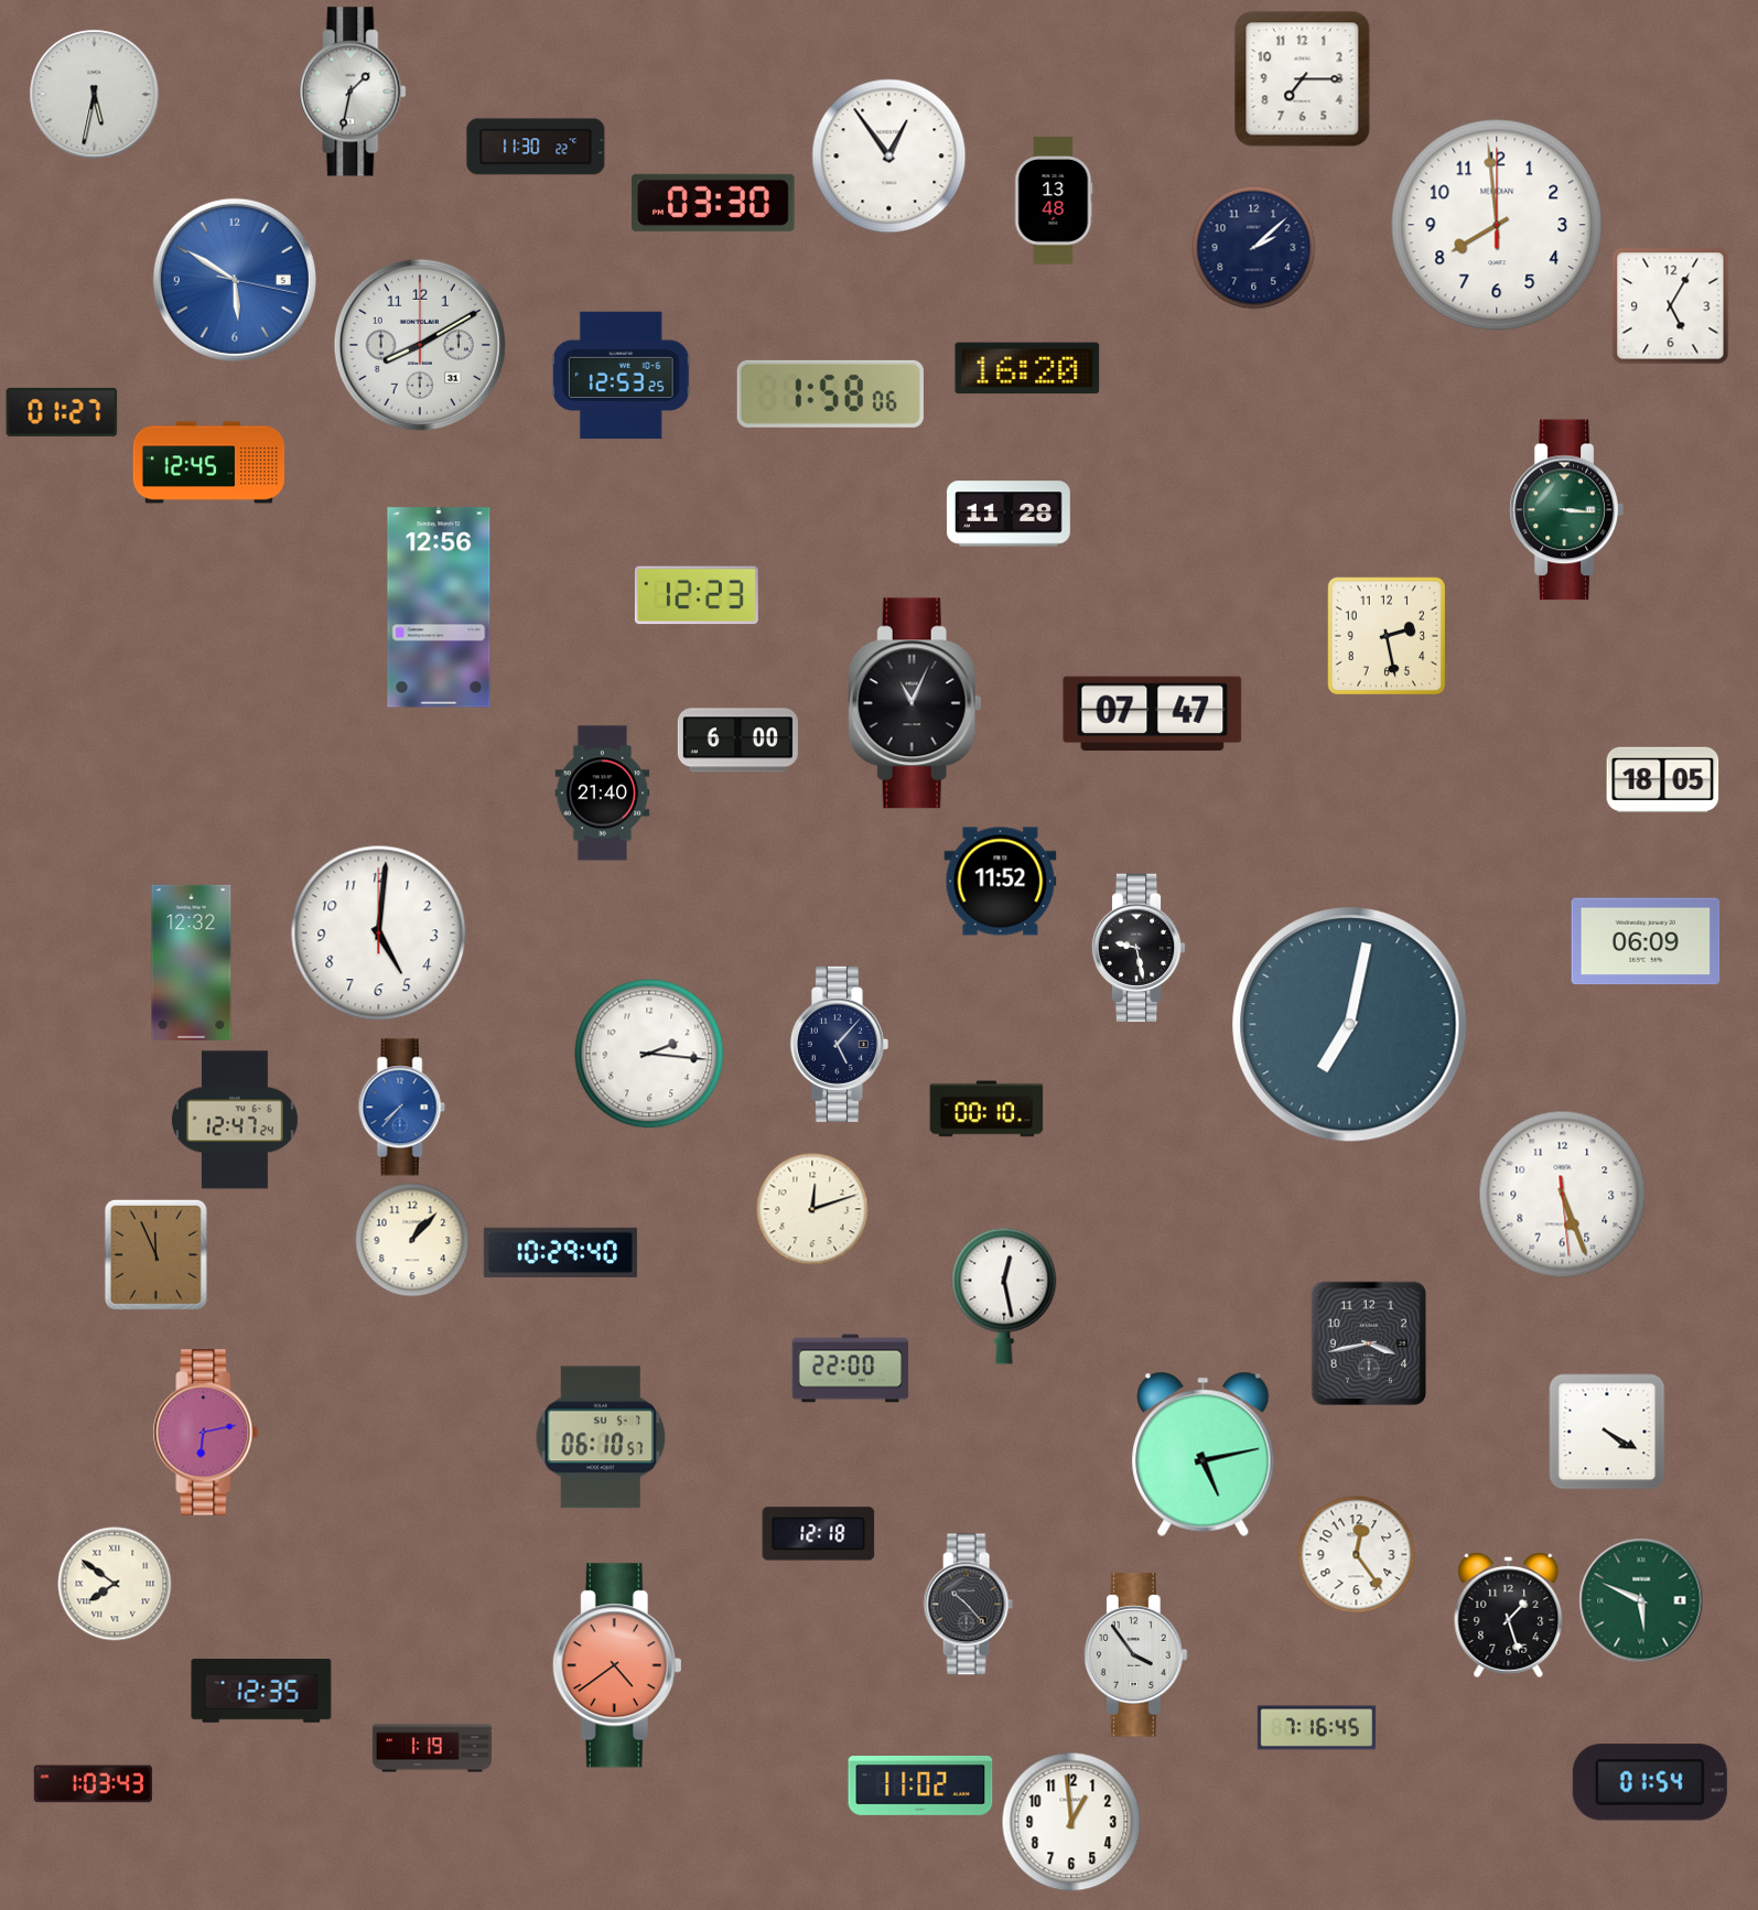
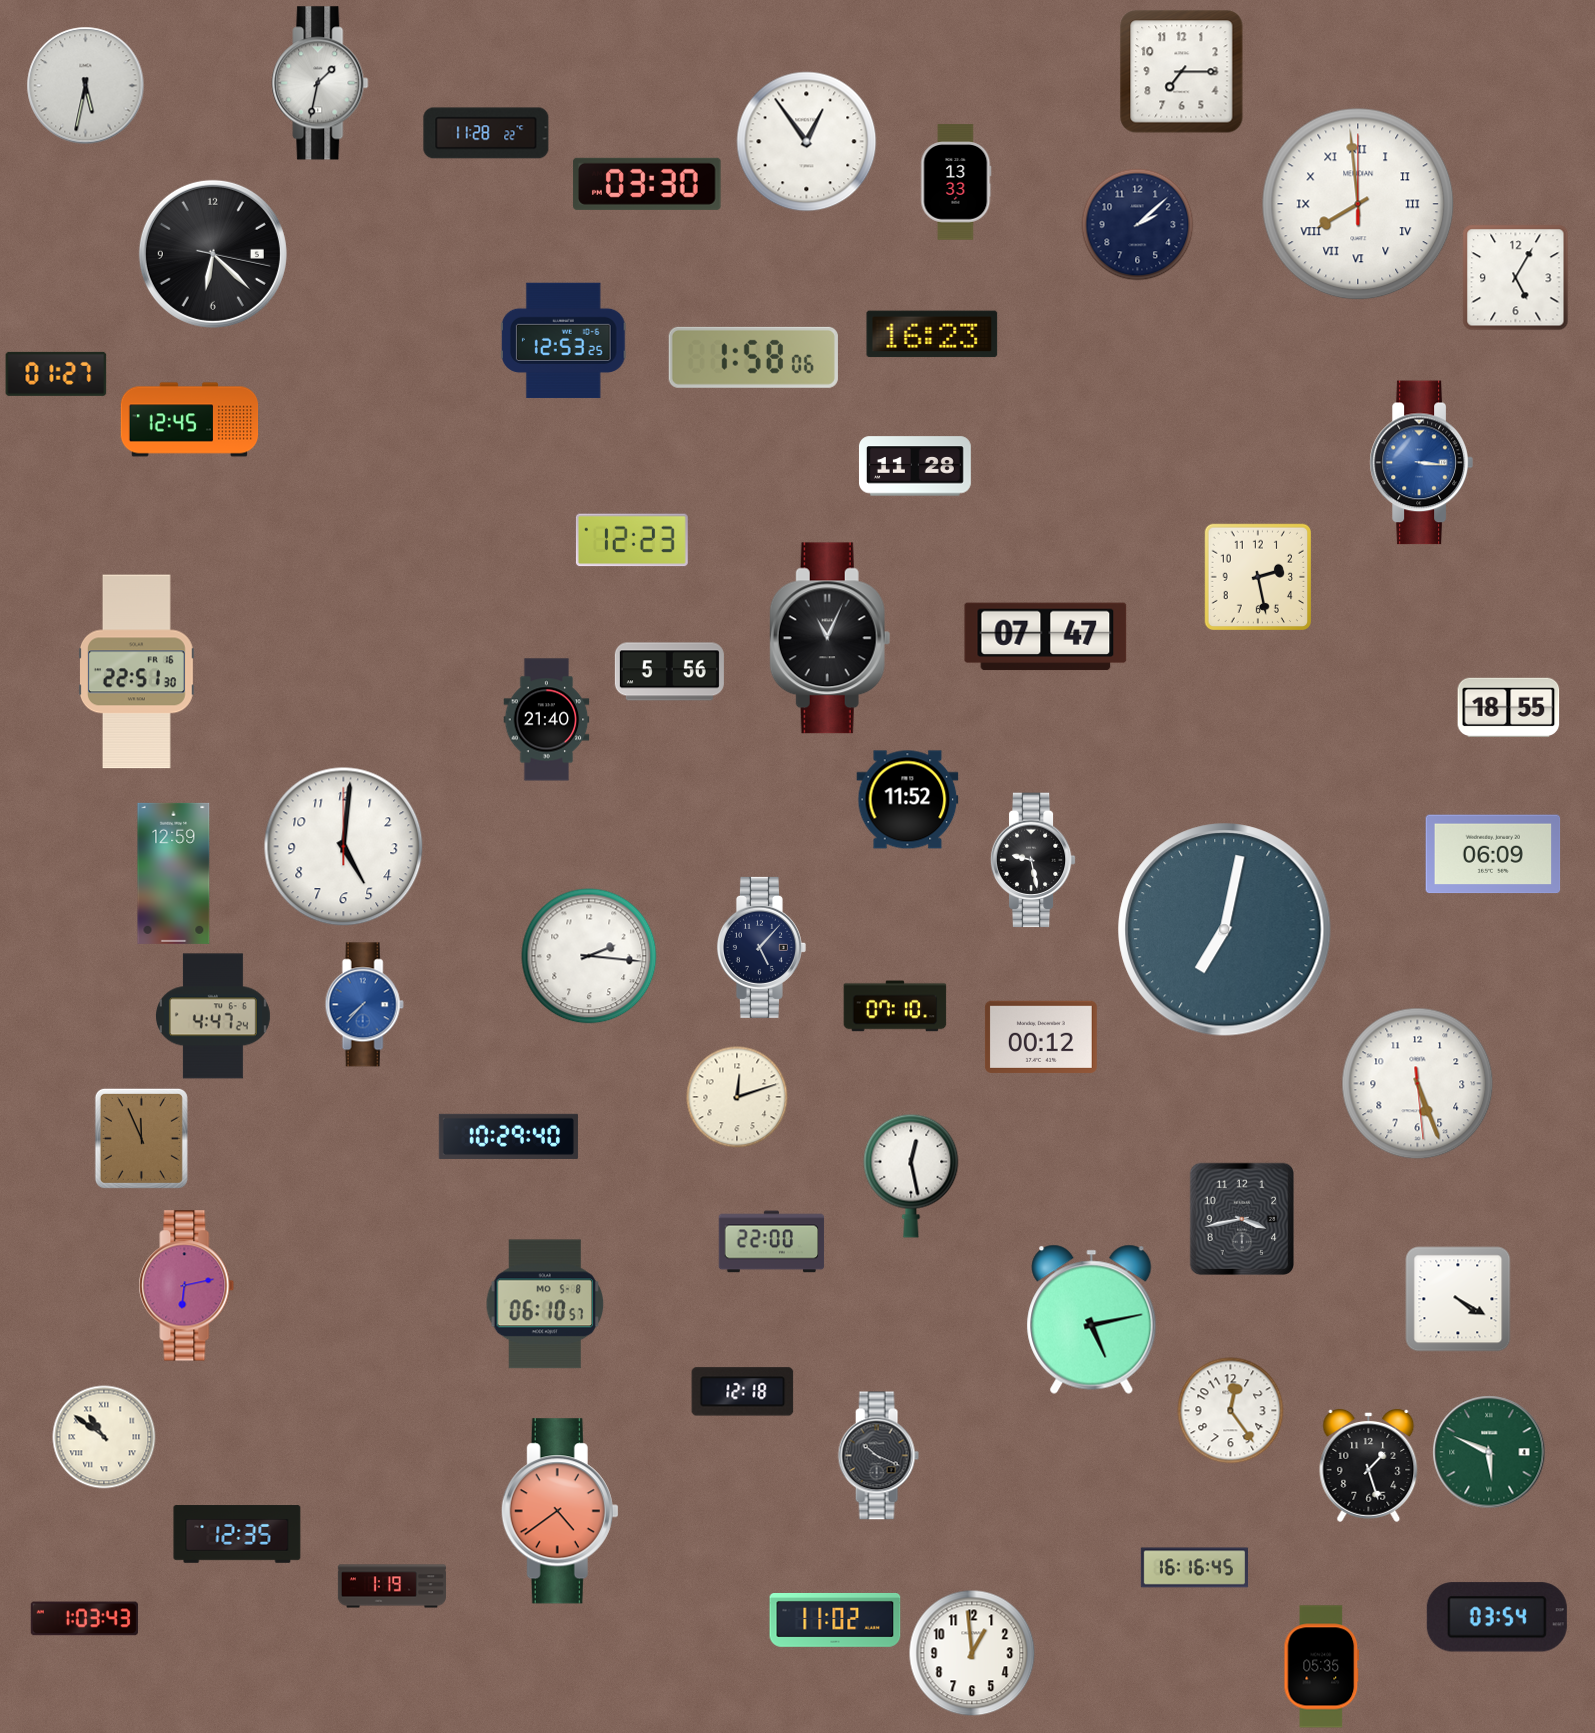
clock at (536, 147): 11:30 -> 11:28
clock at (1054, 201): 13:48 -> 13:33
clock at (1497, 225) numerals: Arabic -> Roman
clock at (235, 280): 5:50 -> 6:22
clock at (235, 280) dial: blue -> black
clock at (420, 345): 8:10 -> none
clock at (1027, 368): 16:20 -> 16:23
clock at (1566, 510) dial: green -> blue
clock at (439, 607): 12:56 -> none
clock at (1153, 714) position: (1153, 714) -> (1046, 637)
clock at (137, 672): none -> 22:51
clock at (737, 741): 6:00 -> 5:56
clock at (1663, 779): 18:05 -> 18:55
clock at (192, 962): 12:32 -> 12:59
clock at (986, 1109): 00:10 -> 07:10
clock at (235, 1120): 12:47 -> 4:47
clock at (1041, 1037): none -> 00:12
clock at (412, 1240): 1:07 -> none
clock at (206, 1433) position: (206, 1433) -> (187, 1286)
clock at (601, 1437) date: SU 5-7 -> MO 5-8
clock at (115, 1584): 7:51 -> 10:51
clock at (968, 1605): 10:23 -> 10:19
clock at (1135, 1655): 3:54 -> none
clock at (1316, 1728): 7:16 -> 16:16
clock at (1650, 1782): 01:54 -> 03:54
clock at (1322, 1667): none -> 05:35
